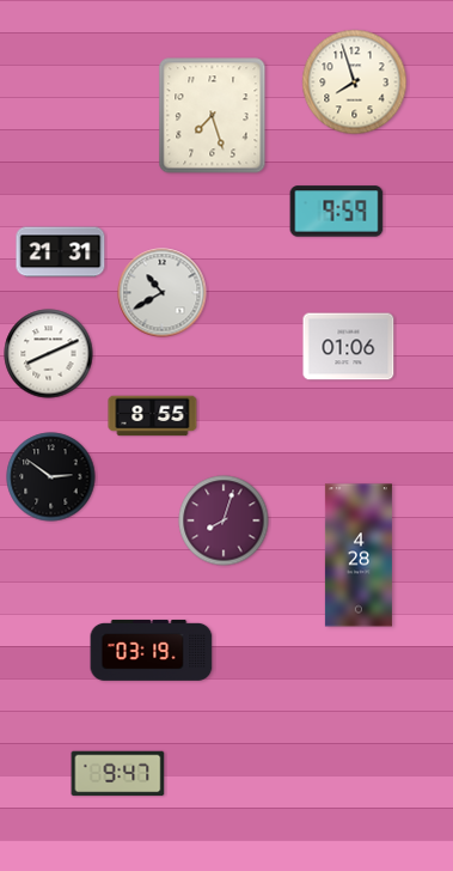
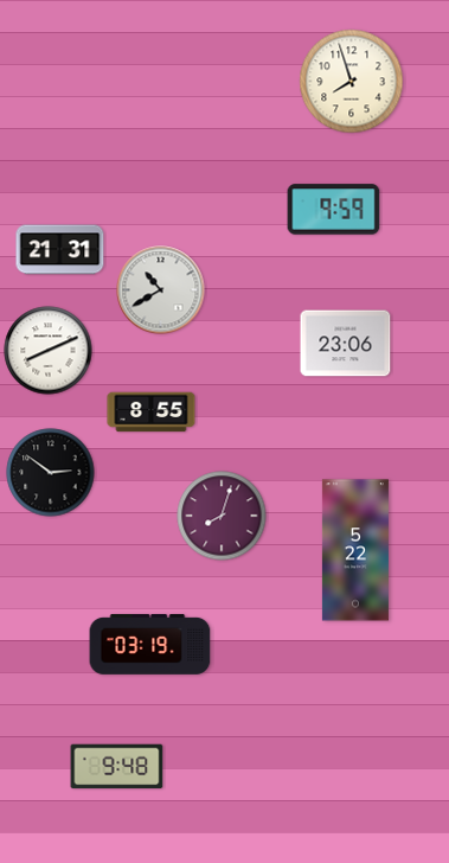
clock at (213, 116): 7:27 -> none
clock at (349, 347): 01:06 -> 23:06
clock at (359, 555): 4:28 -> 5:22
clock at (118, 774): 9:47 -> 9:48
